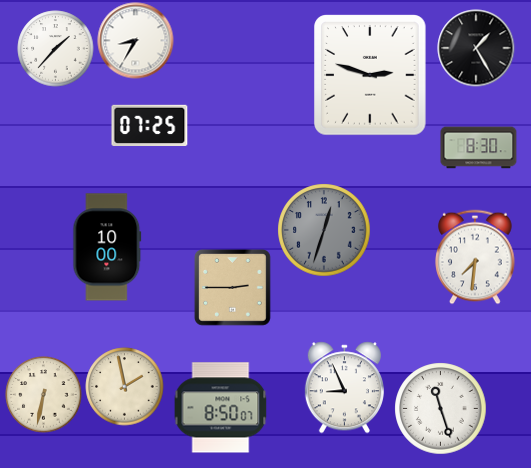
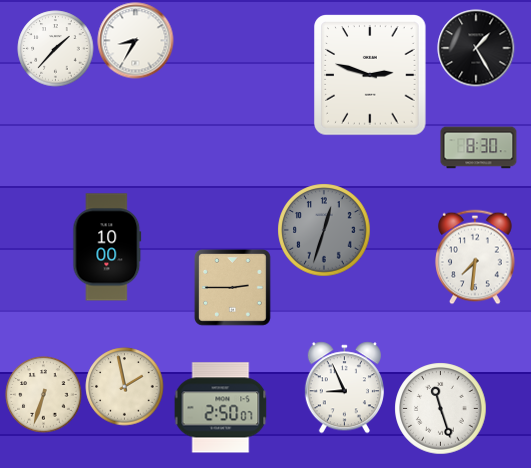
clock at (150, 125): 07:25 -> none
clock at (44, 395): 6:32 -> 6:33
clock at (221, 408): 8:50 -> 2:50
